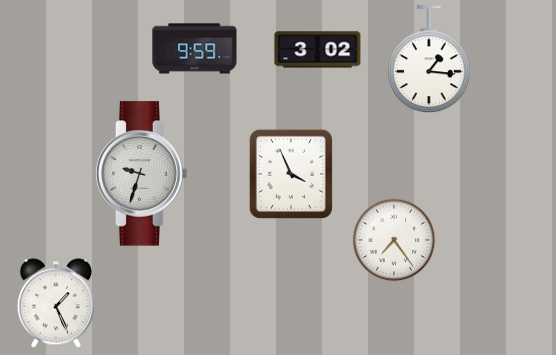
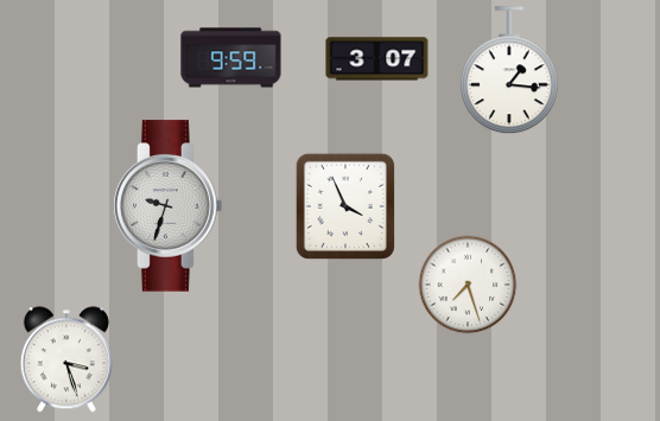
clock at (318, 50): 3:02 -> 3:07
clock at (394, 240): 7:24 -> 7:27
clock at (56, 303): 1:26 -> 3:27
